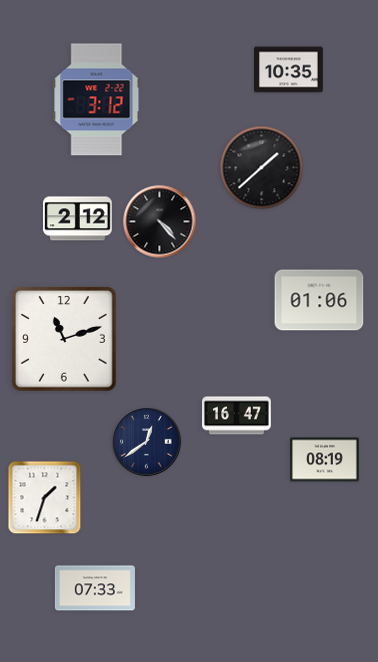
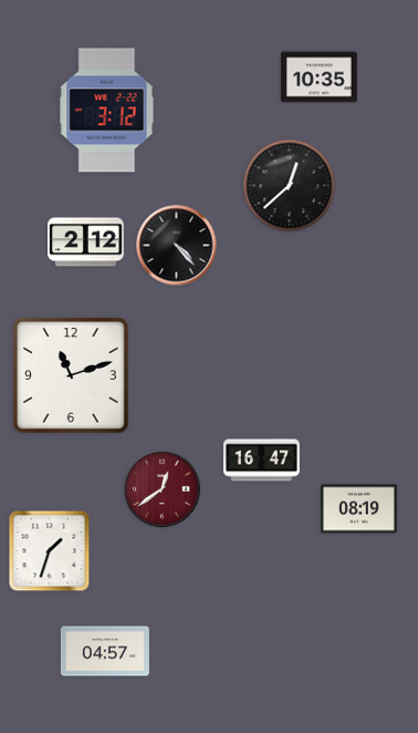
clock at (262, 168): 1:38 -> 12:38
clock at (319, 300): 01:06 -> none
clock at (147, 442) dial: navy -> burgundy
clock at (95, 588): 07:33 -> 04:57
